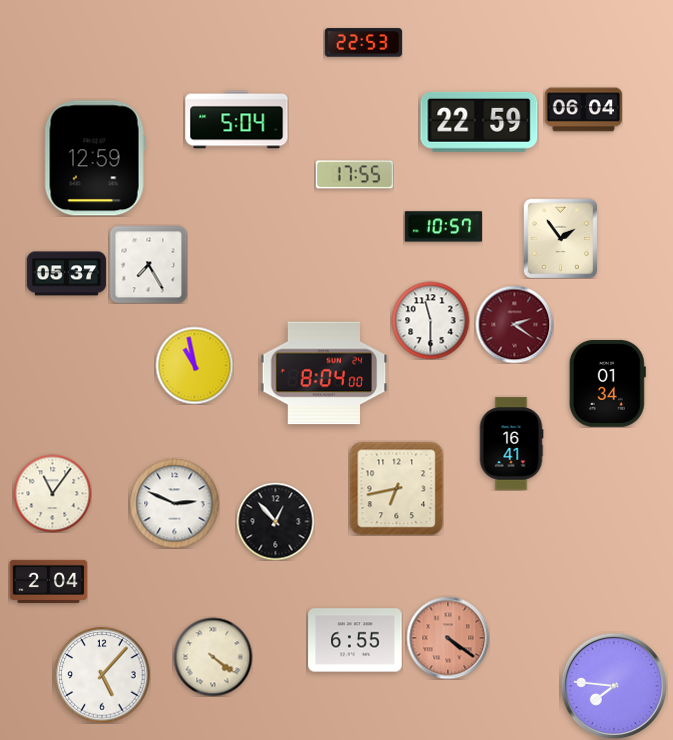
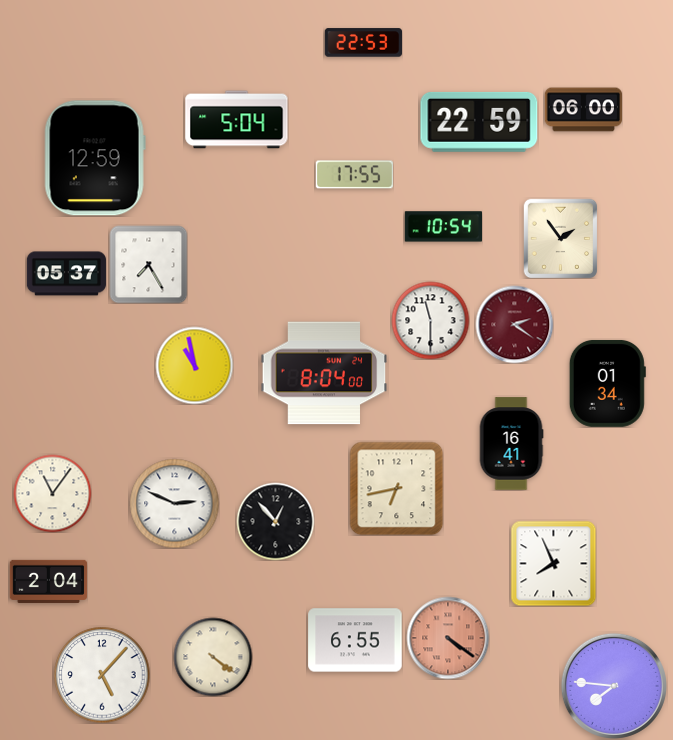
clock at (583, 110): 06:04 -> 06:00
clock at (443, 227): 10:57 -> 10:54
clock at (553, 563): none -> 7:56
